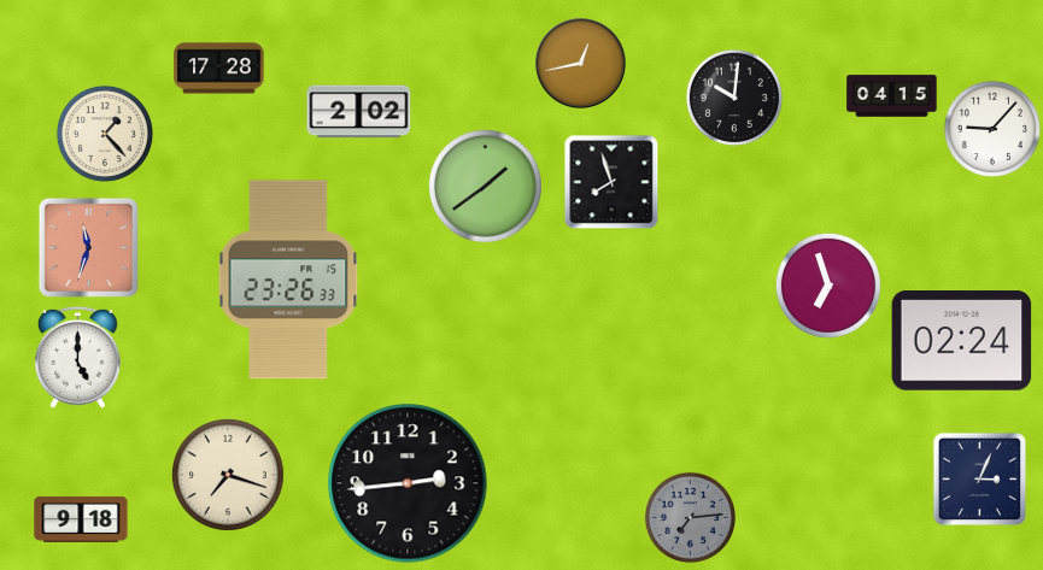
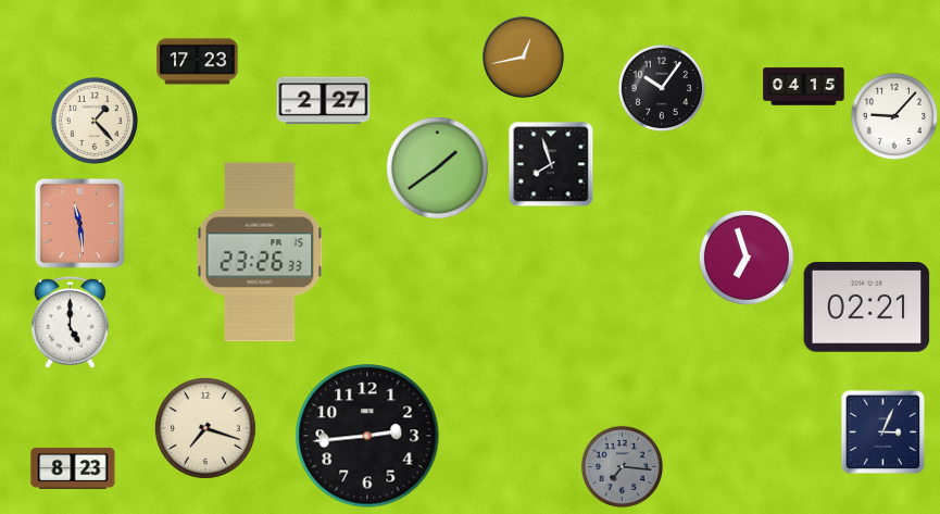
clock at (219, 69): 17:28 -> 17:23
clock at (734, 98): 10:01 -> 10:06
clock at (359, 112): 2:02 -> 2:27
clock at (88, 247): 11:33 -> 11:29
clock at (962, 341): 02:24 -> 02:21
clock at (690, 517): 7:14 -> 7:16
clock at (81, 519): 9:18 -> 8:23
